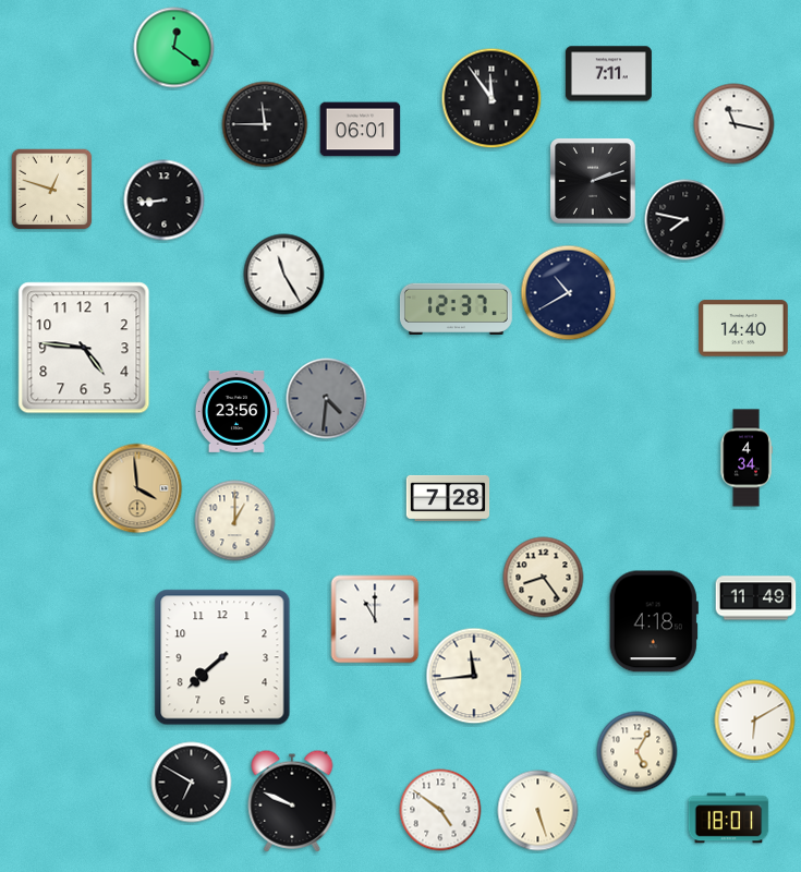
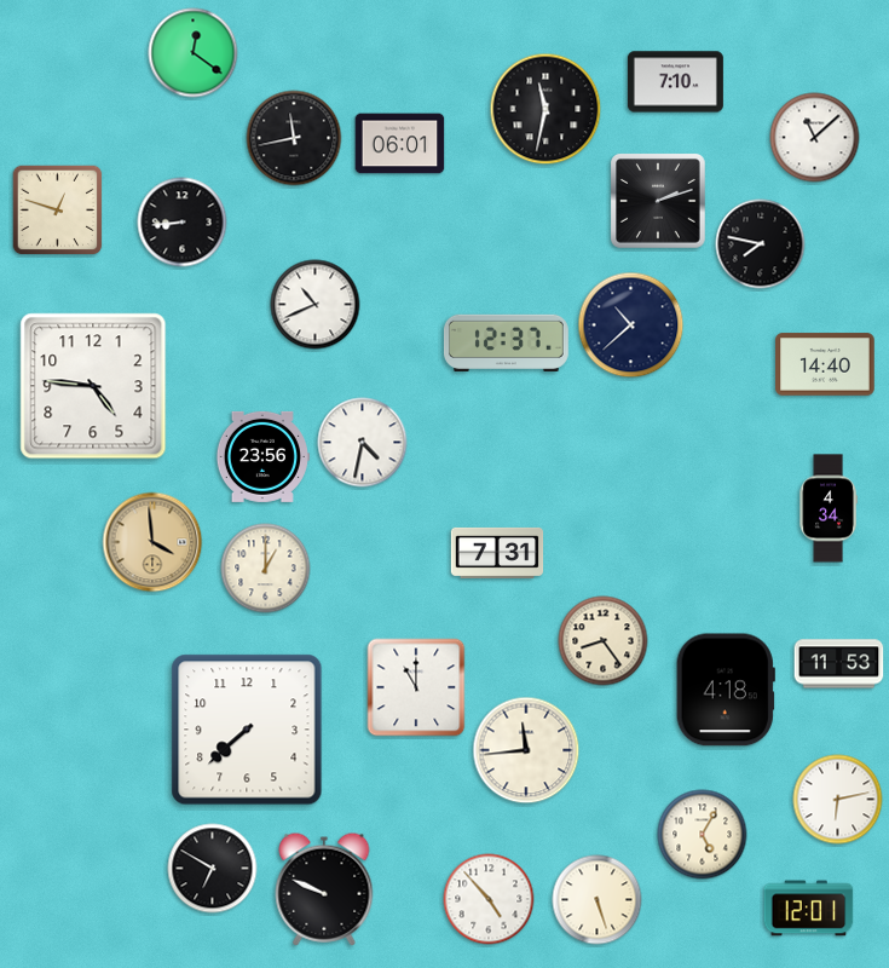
clock at (608, 74): 7:11 -> 7:10
clock at (491, 98): 11:54 -> 11:32
clock at (265, 124): 11:45 -> 11:43
clock at (735, 124): 11:17 -> 11:08
clock at (284, 275): 11:25 -> 10:41
clock at (569, 293): 10:40 -> 10:38
clock at (327, 399): 4:31 -> 4:32
clock at (327, 399) dial: grey -> white
clock at (448, 498): 7:28 -> 7:31
clock at (235, 521) position: (235, 521) -> (266, 569)
clock at (756, 598): 11:49 -> 11:53
clock at (755, 720): 6:10 -> 6:13
clock at (638, 752) position: (638, 752) -> (703, 835)
clock at (440, 810): 4:51 -> 4:53
clock at (729, 819): 18:01 -> 12:01
